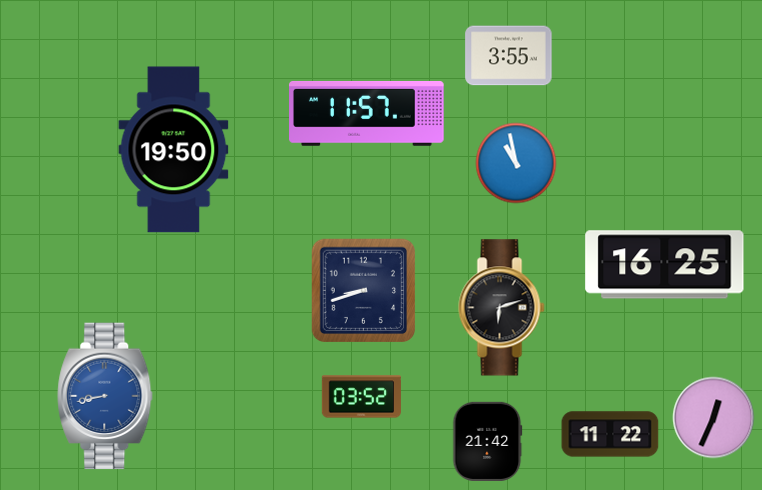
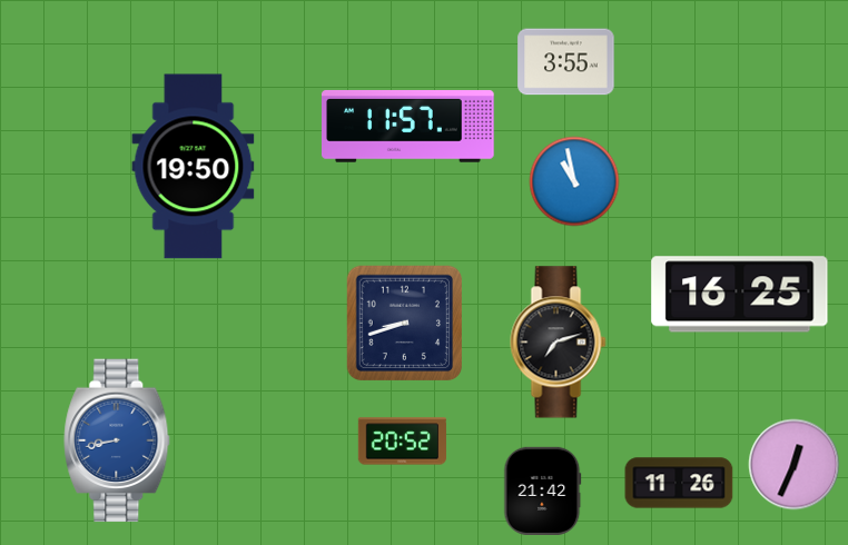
clock at (502, 308): 6:12 -> 7:12
clock at (361, 397): 03:52 -> 20:52
clock at (610, 434): 11:22 -> 11:26
